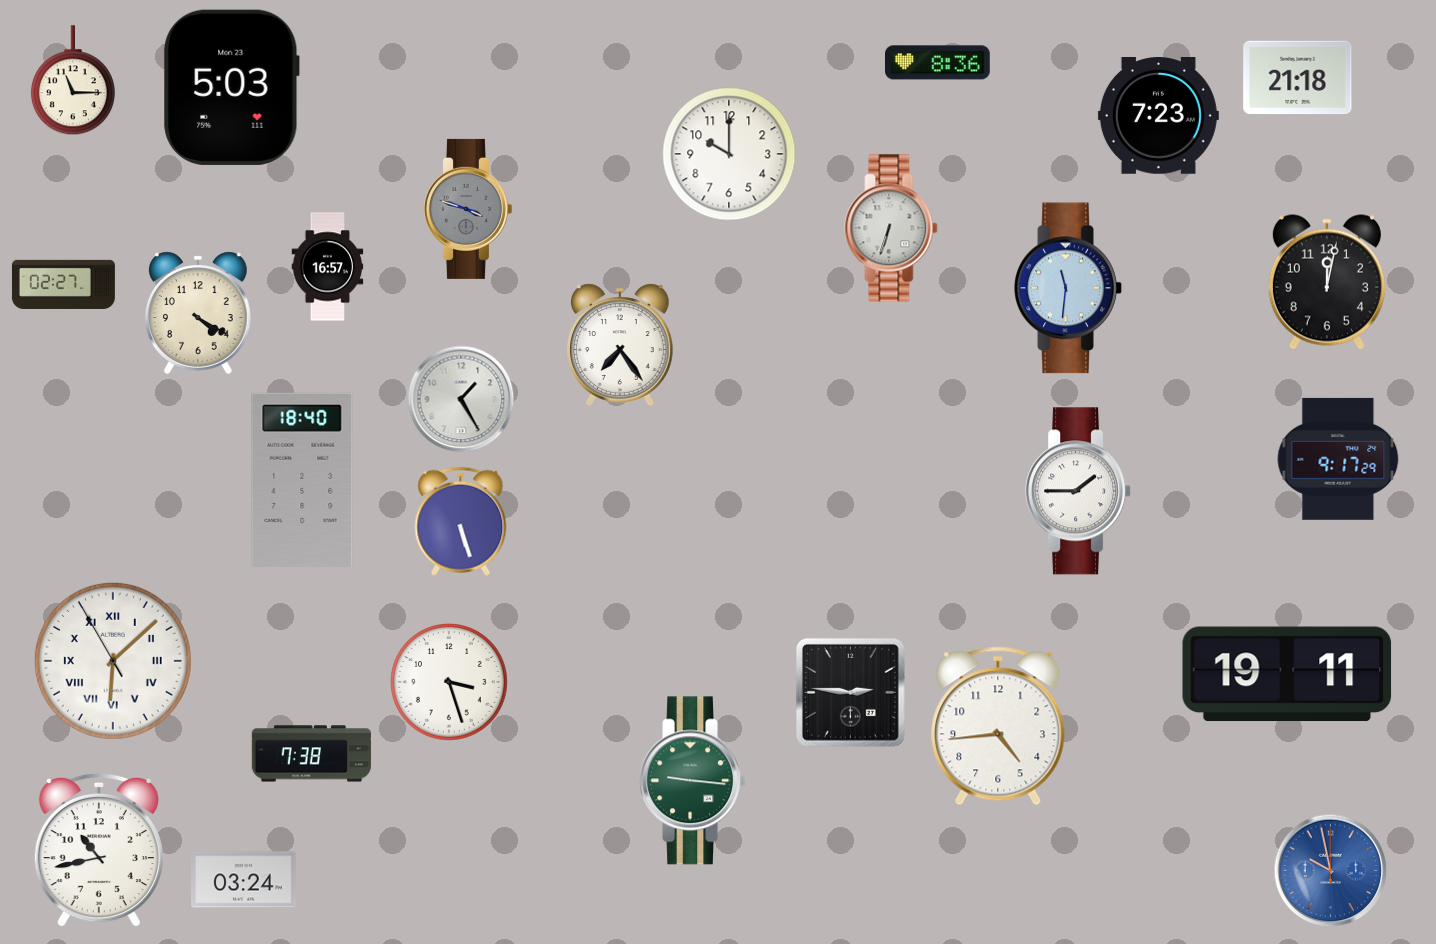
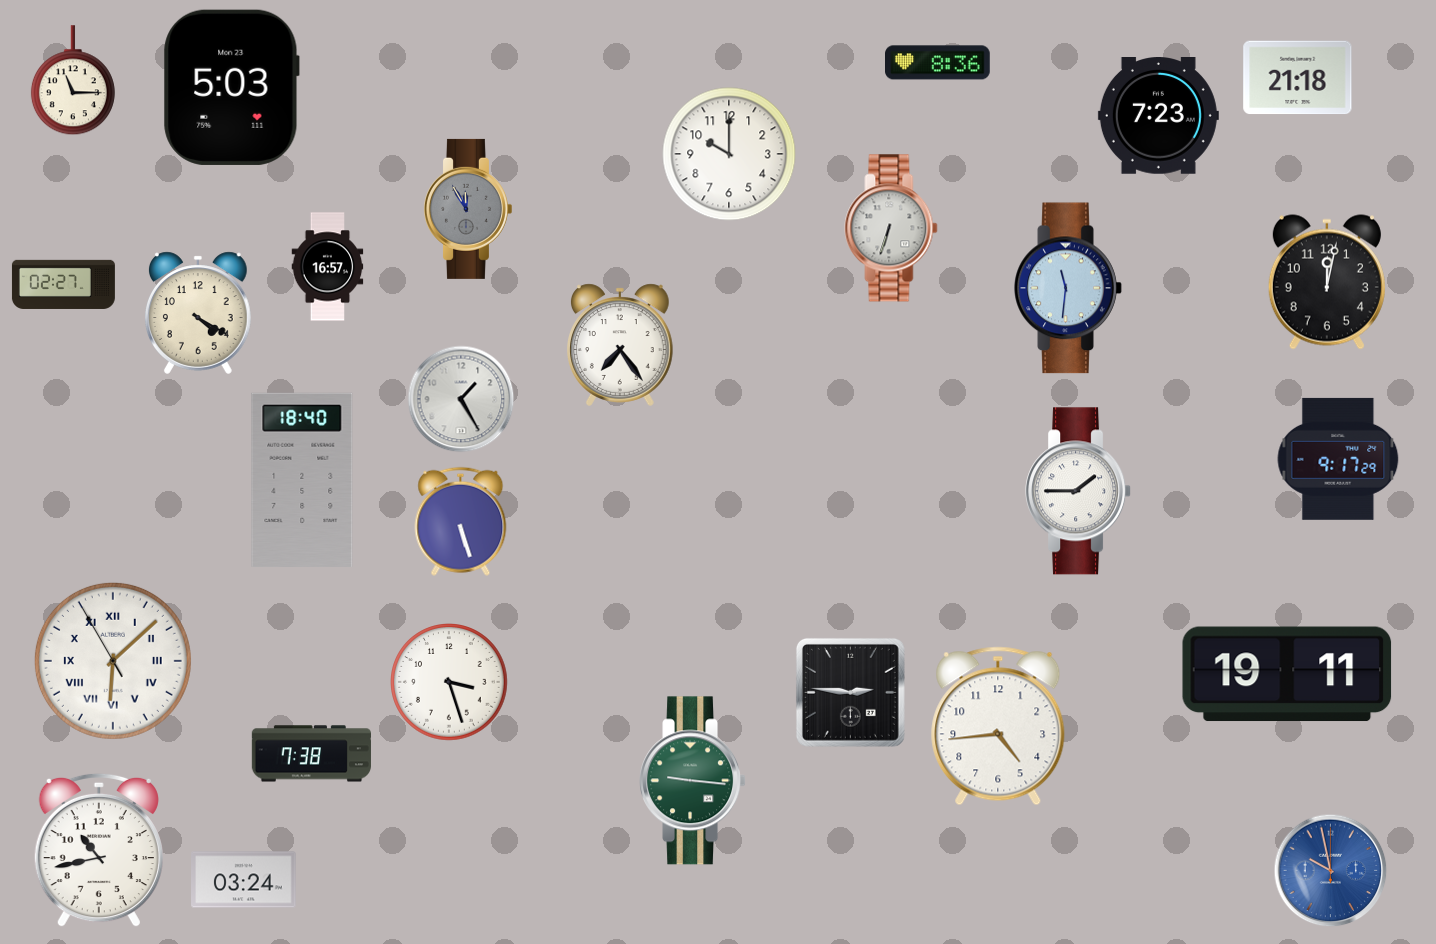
clock at (467, 209): 3:48 -> 11:55
